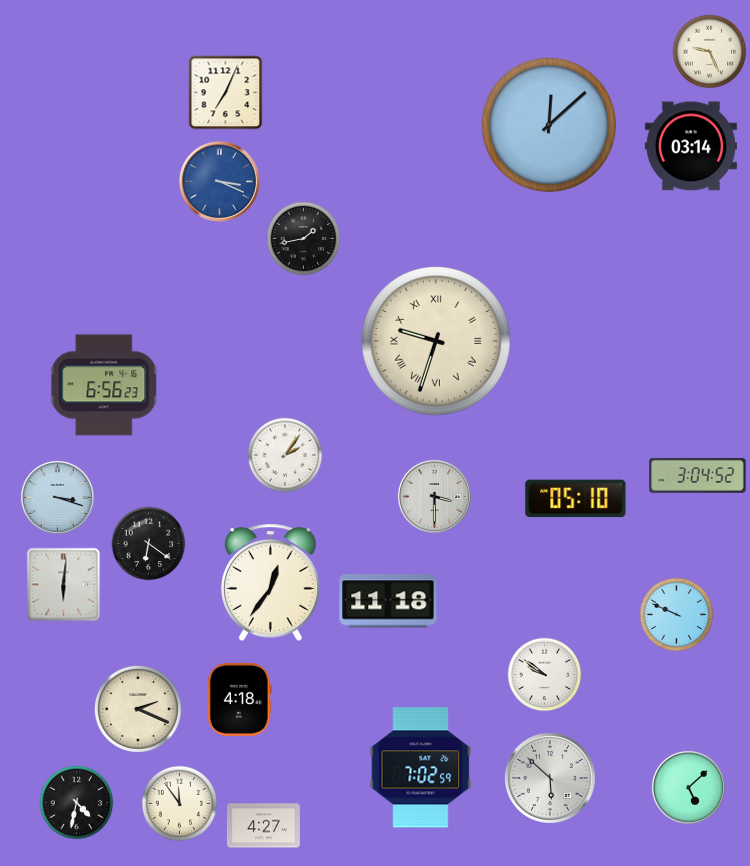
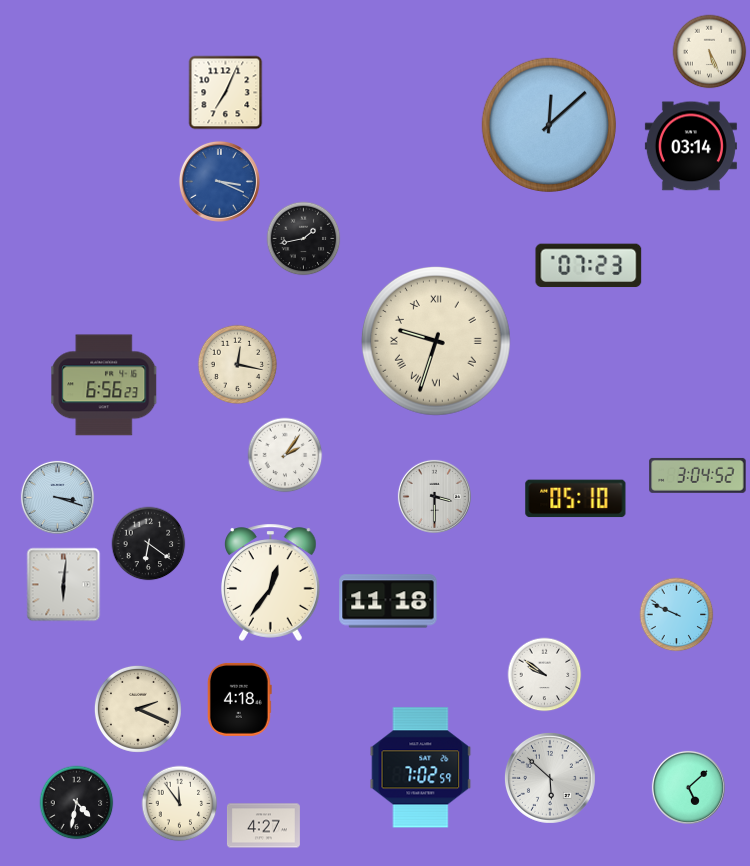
clock at (710, 52): 9:26 -> 5:26
clock at (589, 266): none -> 07:23
clock at (238, 365): none -> 12:17
